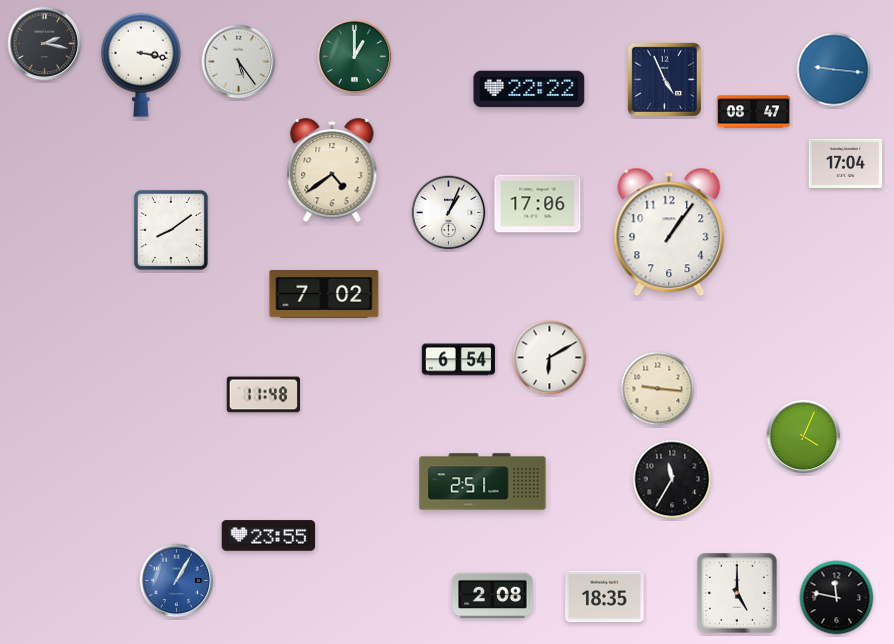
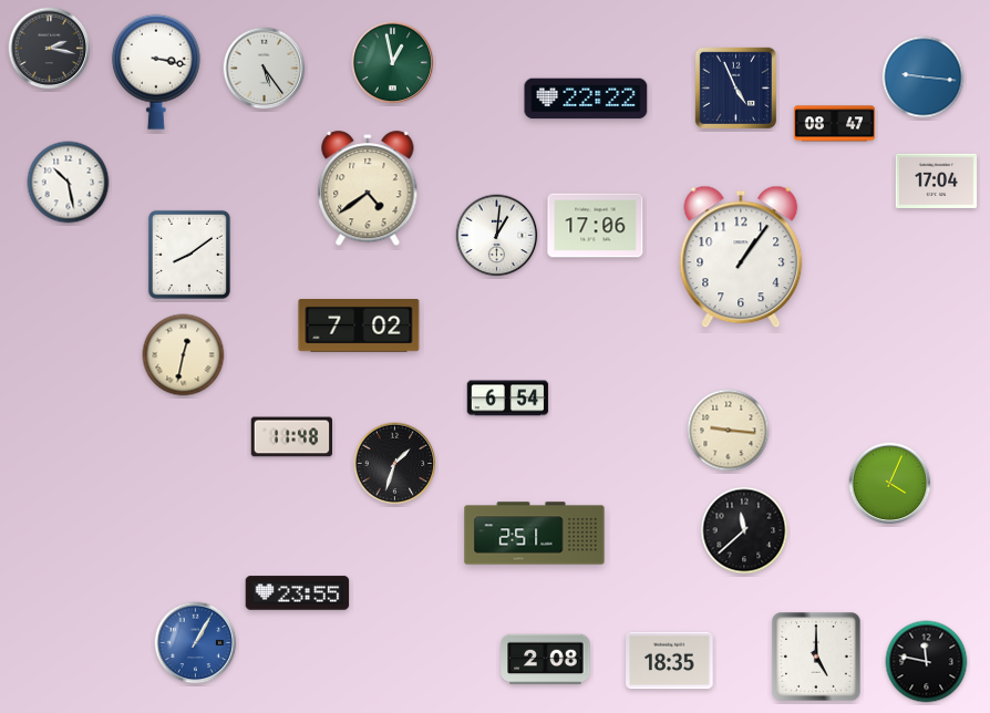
clock at (355, 57): 1:00 -> 12:58
clock at (69, 183): none -> 10:28
clock at (449, 213): 1:04 -> 1:01
clock at (184, 355): none -> 12:32
clock at (550, 358): 6:10 -> none
clock at (395, 464): none -> 1:33
clock at (672, 479): 11:35 -> 11:38
